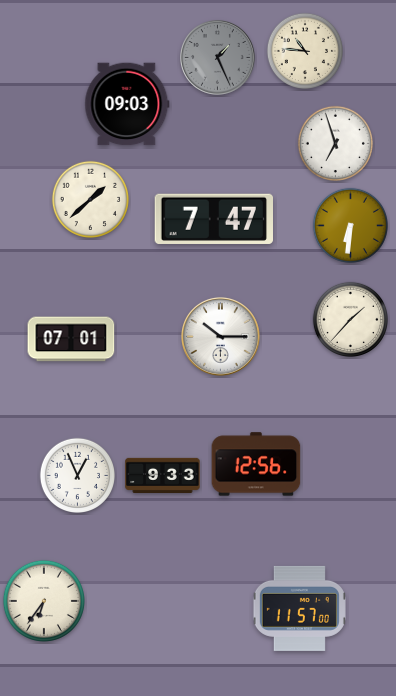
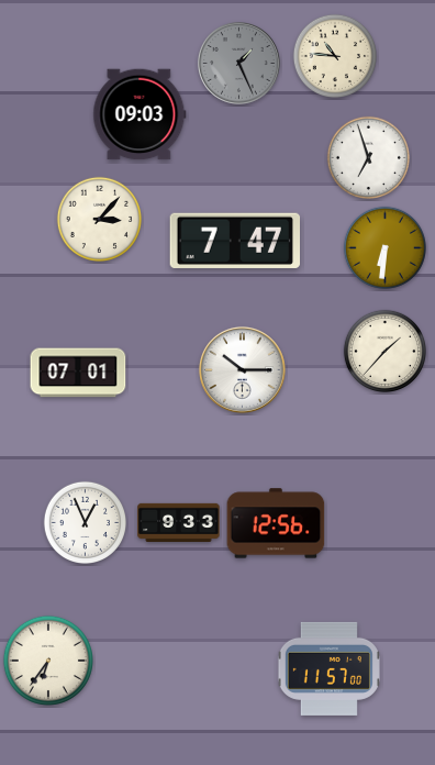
clock at (90, 199): 1:38 -> 3:07
clock at (256, 464) position: (256, 464) -> (276, 523)
